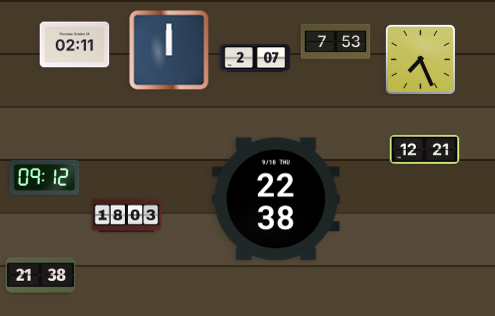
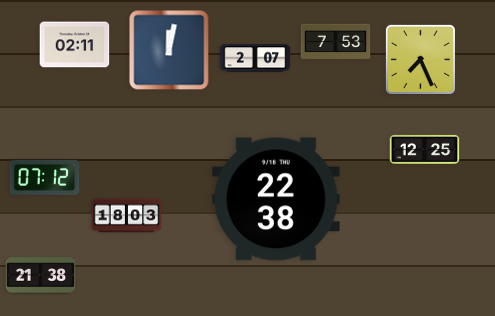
clock at (169, 50): 12:00 -> 12:02
clock at (425, 149): 12:21 -> 12:25
clock at (45, 177): 09:12 -> 07:12
